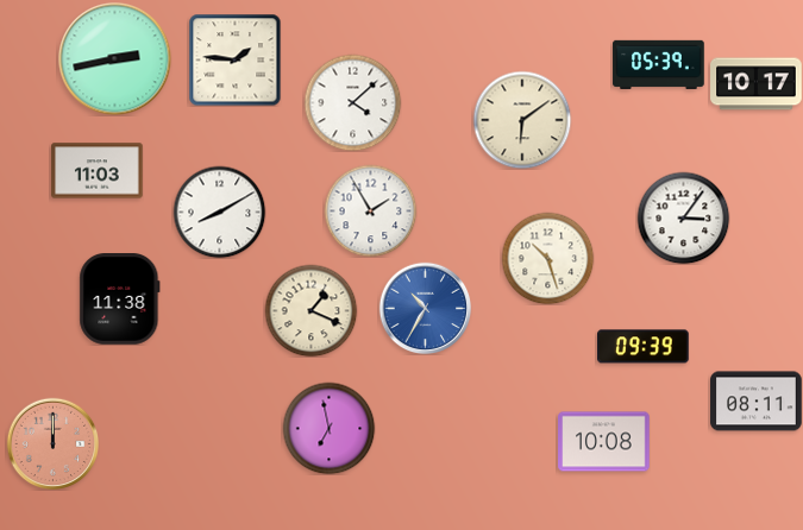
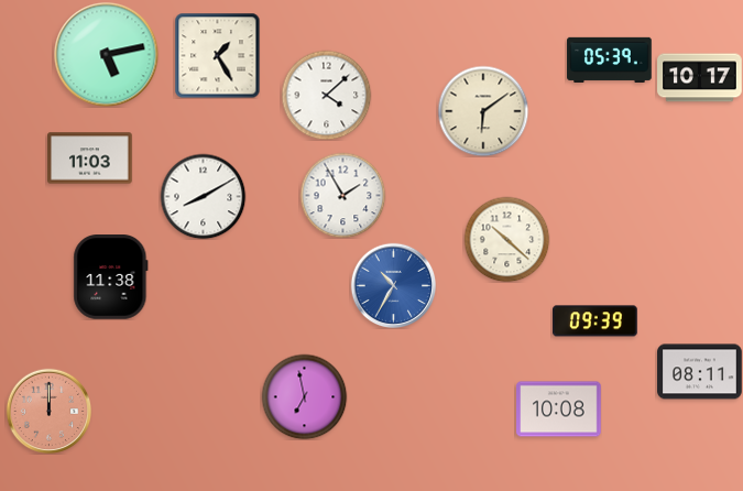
clock at (114, 58): 2:43 -> 5:13
clock at (234, 59): 1:46 -> 1:25
clock at (683, 217): 3:06 -> none
clock at (547, 258): 10:27 -> 10:22
clock at (310, 310): 1:19 -> none
